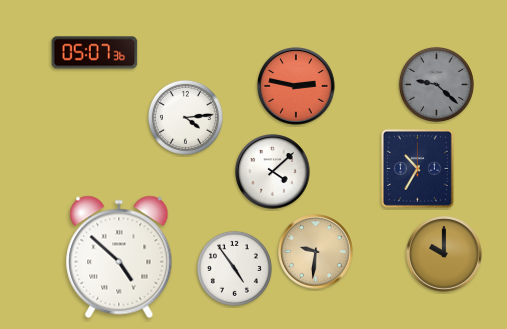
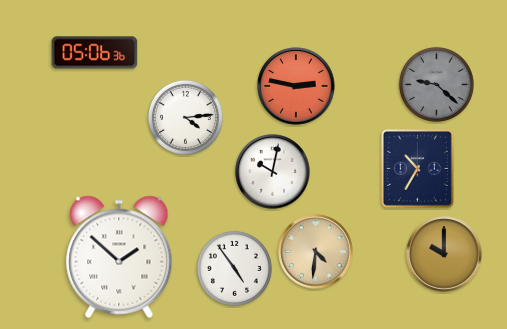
clock at (95, 53): 05:07 -> 05:06
clock at (273, 172): 4:08 -> 10:02
clock at (316, 252): 9:31 -> 4:31
clock at (119, 257): 4:52 -> 1:52
